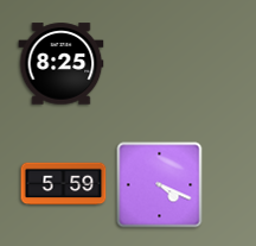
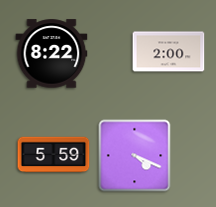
clock at (169, 52): none -> 2:00
clock at (62, 64): 8:25 -> 8:22
